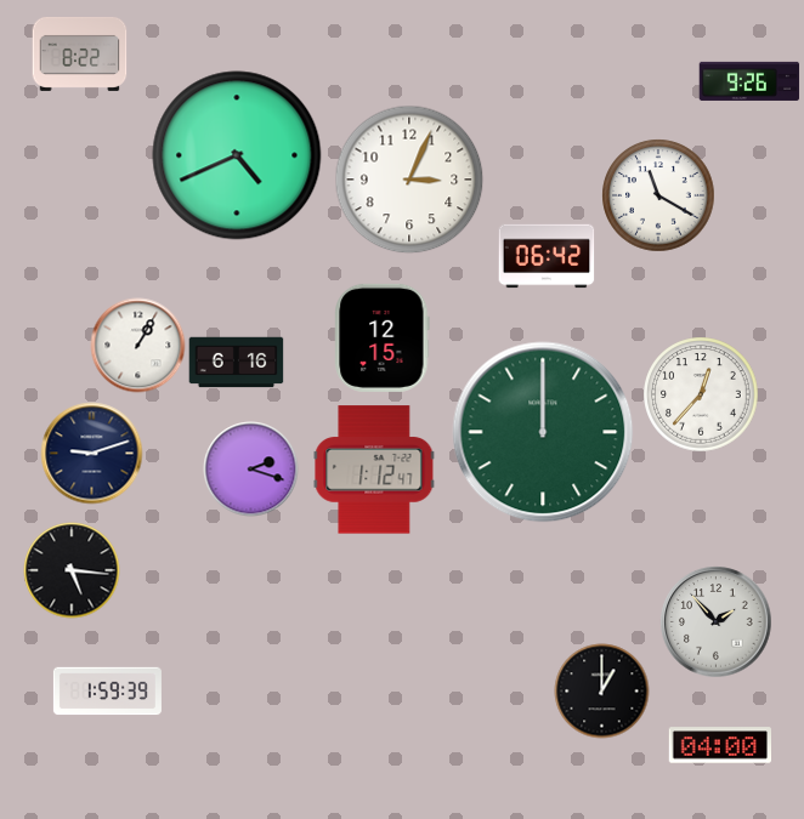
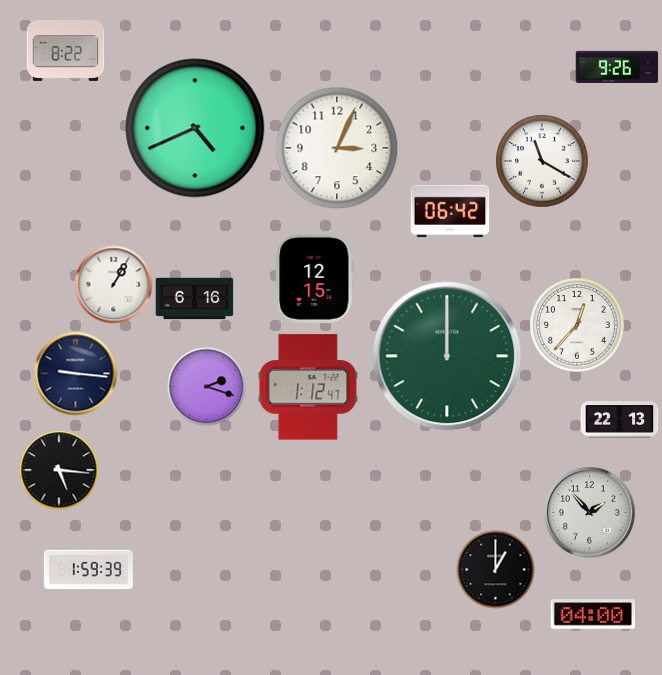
clock at (79, 53) position: (79, 53) -> (65, 50)
clock at (91, 453): 9:12 -> 9:16
clock at (619, 420): none -> 22:13
